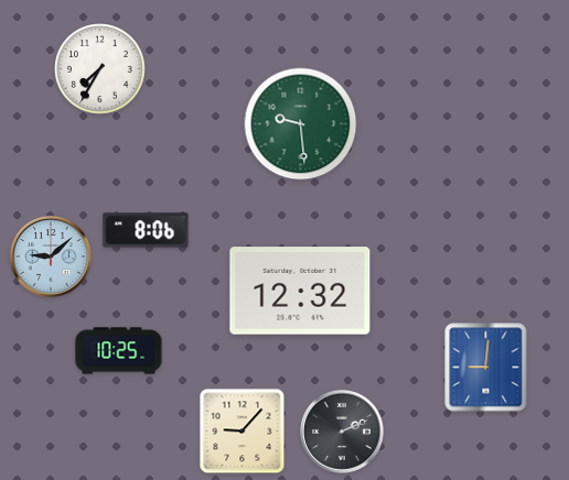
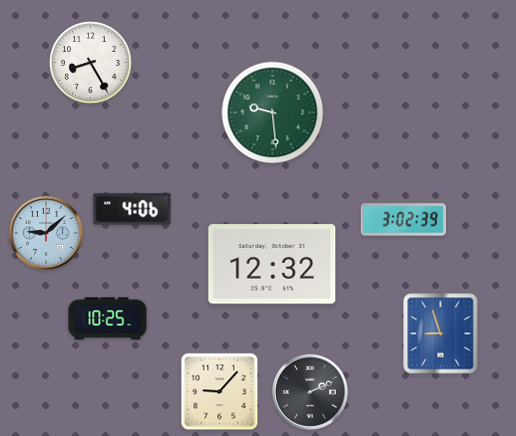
clock at (100, 69): 7:35 -> 8:25
clock at (146, 230): 8:06 -> 4:06
clock at (404, 220): none -> 3:02
clock at (486, 368): 9:01 -> 8:57
